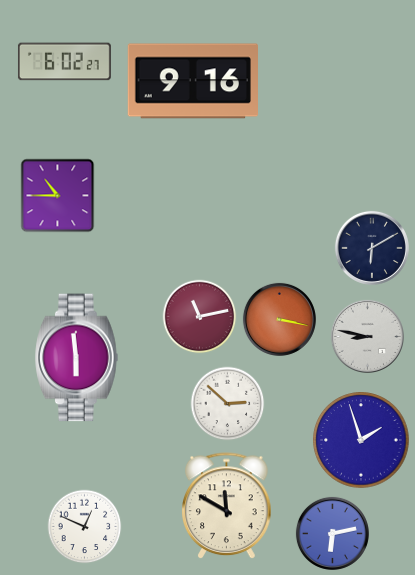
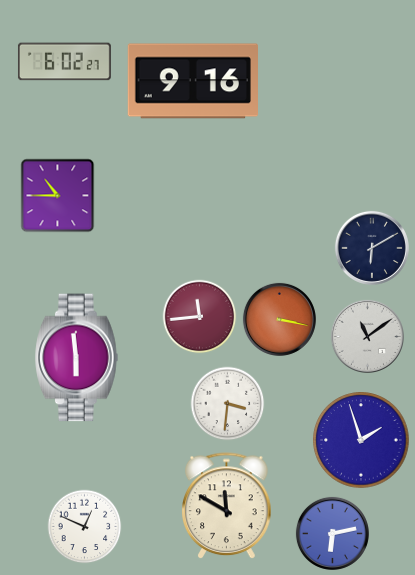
clock at (200, 317): 11:13 -> 11:44
clock at (367, 336): 8:47 -> 11:09
clock at (228, 404): 2:52 -> 3:31
